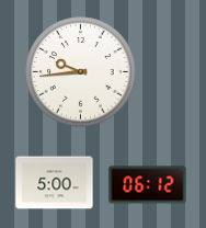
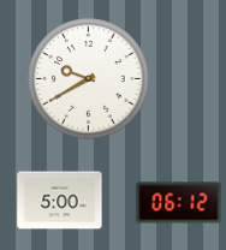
clock at (81, 72): 9:44 -> 9:40
clock at (148, 185) position: (148, 185) -> (179, 203)
